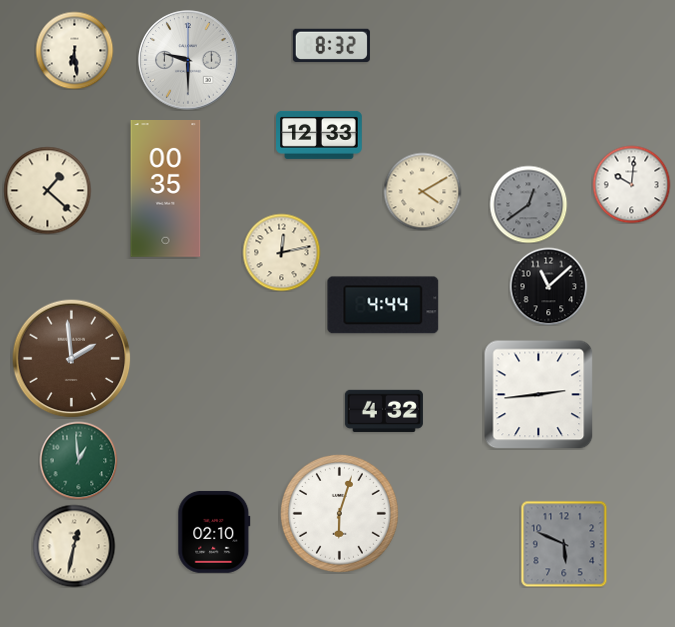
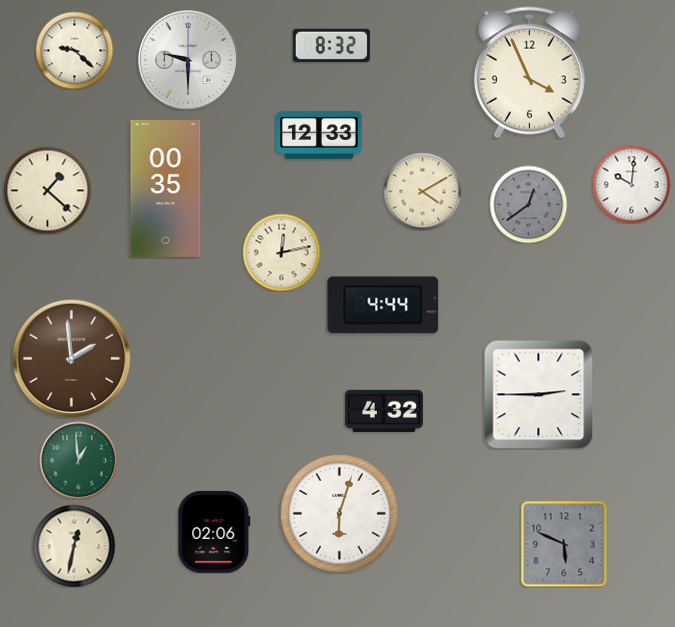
clock at (74, 50): 6:29 -> 9:22
clock at (529, 73): none -> 3:56
clock at (548, 286): 11:08 -> none
clock at (538, 394): 2:44 -> 2:45
clock at (214, 532): 02:10 -> 02:06
